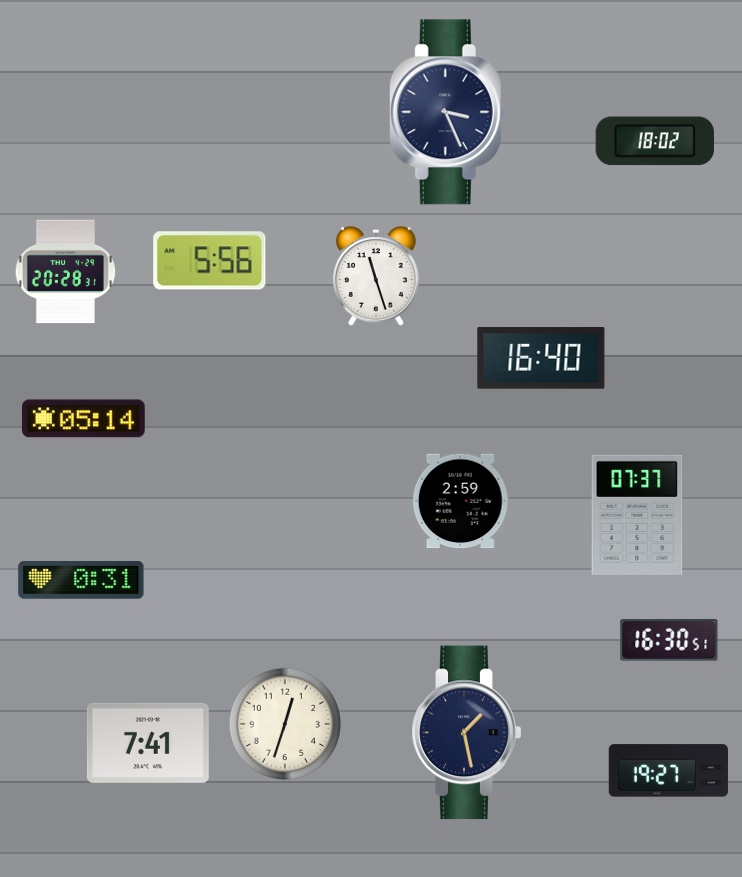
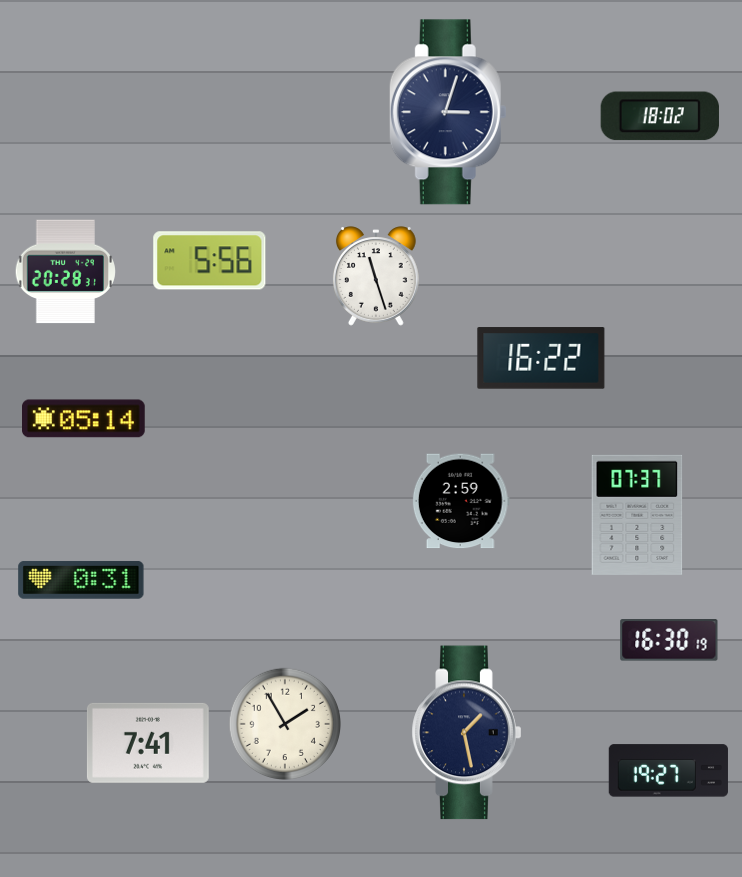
clock at (448, 112): 3:26 -> 3:03
clock at (654, 141) position: (654, 141) -> (659, 116)
clock at (541, 358): 16:40 -> 16:22
clock at (669, 640): 16:30:51 -> 16:30:19
clock at (284, 723): 12:33 -> 1:55
